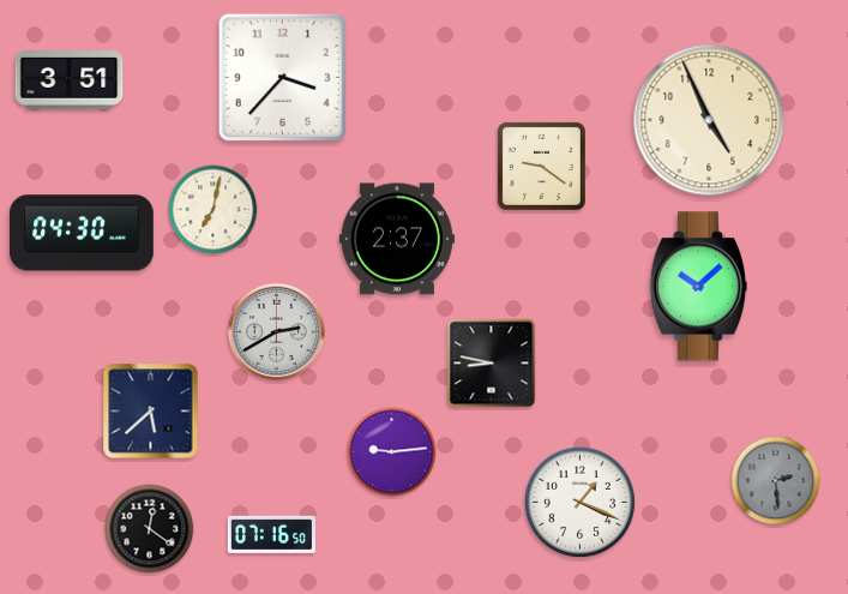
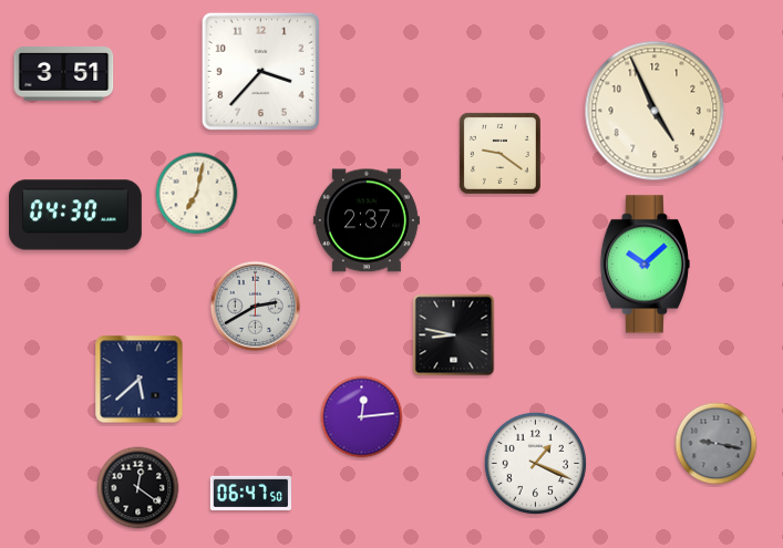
clock at (392, 452): 9:14 -> 12:14
clock at (776, 481): 2:29 -> 9:17
clock at (271, 534): 07:16 -> 06:47
